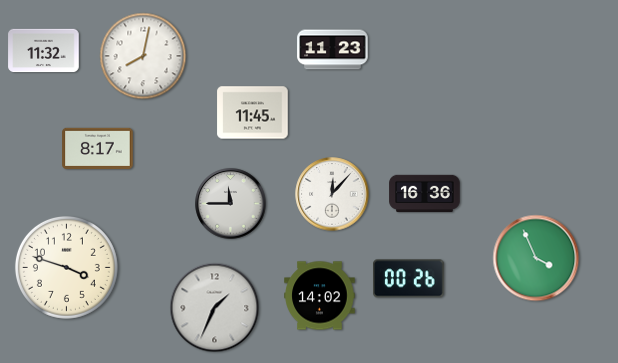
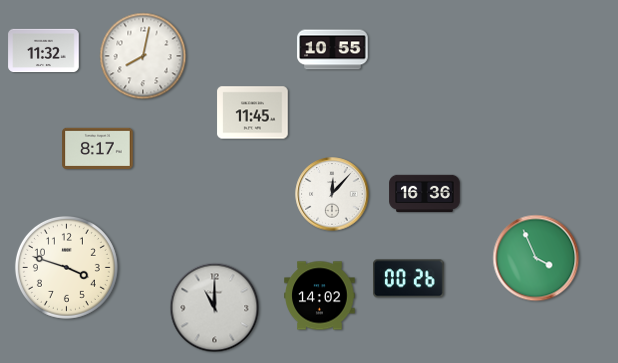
clock at (333, 50): 11:23 -> 10:55
clock at (231, 204): 11:45 -> none
clock at (215, 308): 1:34 -> 11:00
